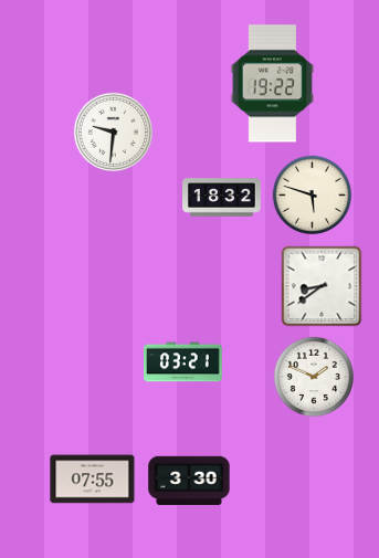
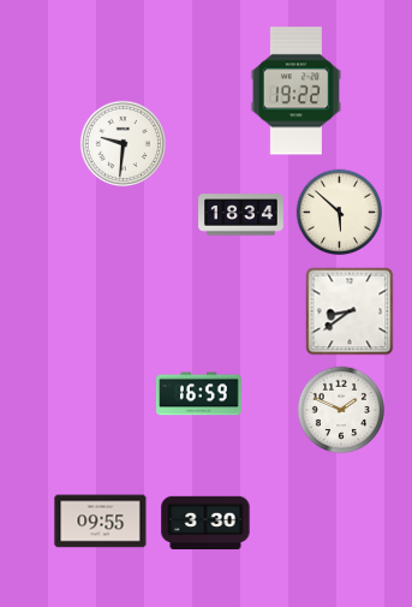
clock at (313, 196): 5:48 -> 5:52
clock at (222, 198): 18:32 -> 18:34
clock at (183, 362): 03:21 -> 16:59
clock at (93, 480): 07:55 -> 09:55
